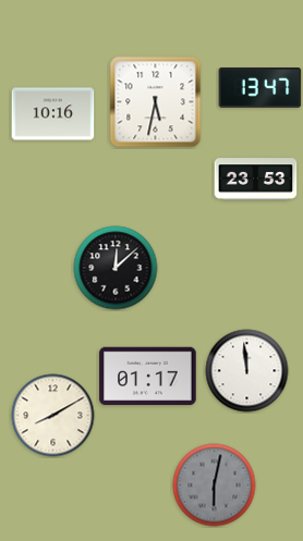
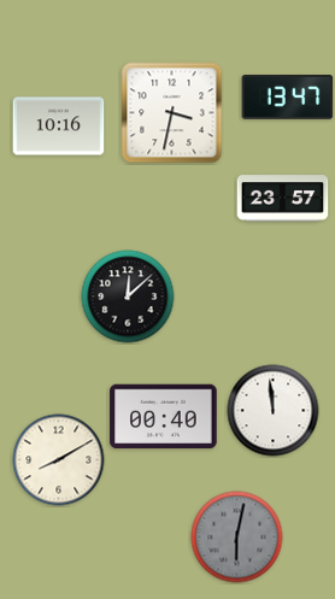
clock at (156, 102): 5:32 -> 3:32
clock at (256, 180): 23:53 -> 23:57
clock at (148, 377): 01:17 -> 00:40
